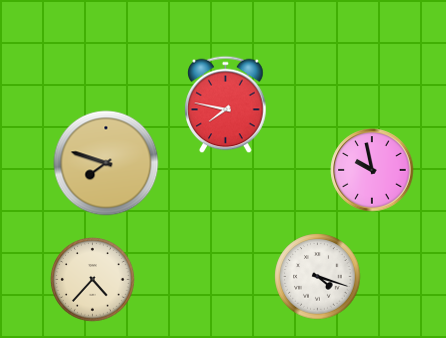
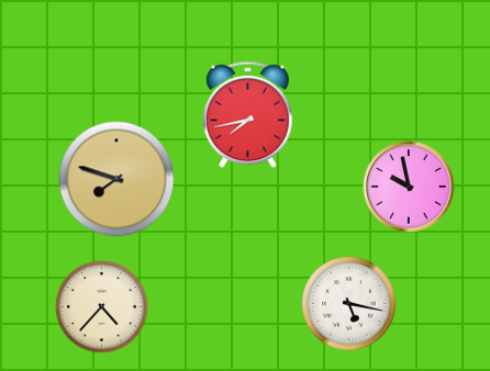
clock at (226, 105): 7:47 -> 7:43
clock at (318, 277): 4:18 -> 5:17
